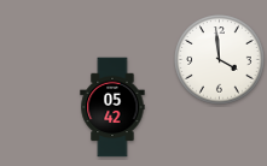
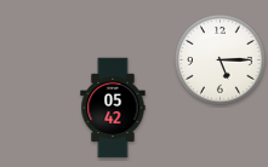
clock at (220, 60): 3:59 -> 5:15
